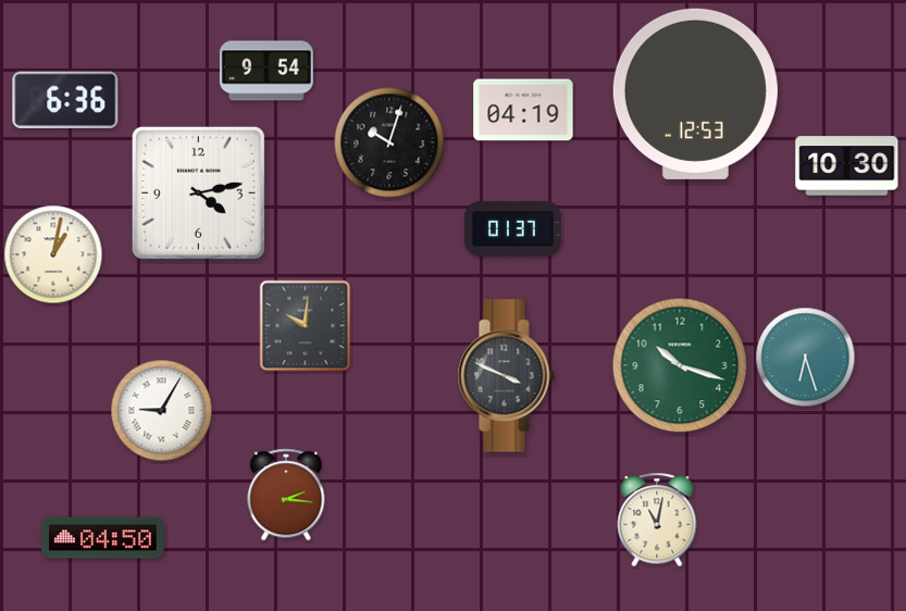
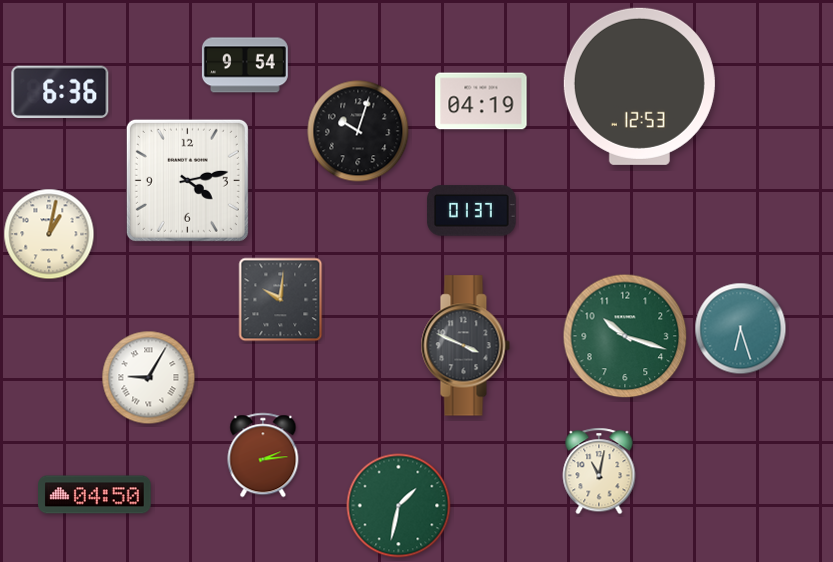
clock at (847, 166): 10:30 -> none
clock at (198, 192) position: (198, 192) -> (187, 180)
clock at (286, 495): 2:16 -> 2:14
clock at (657, 520) position: (657, 520) -> (599, 471)
clock at (399, 506): none -> 1:32
